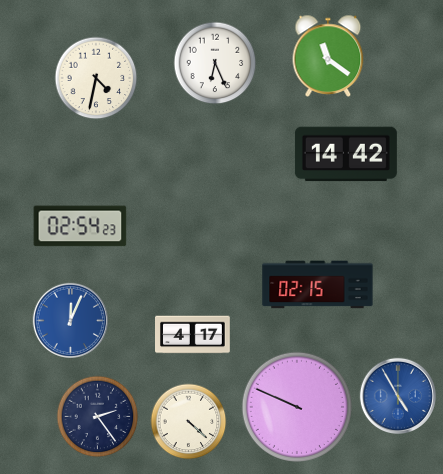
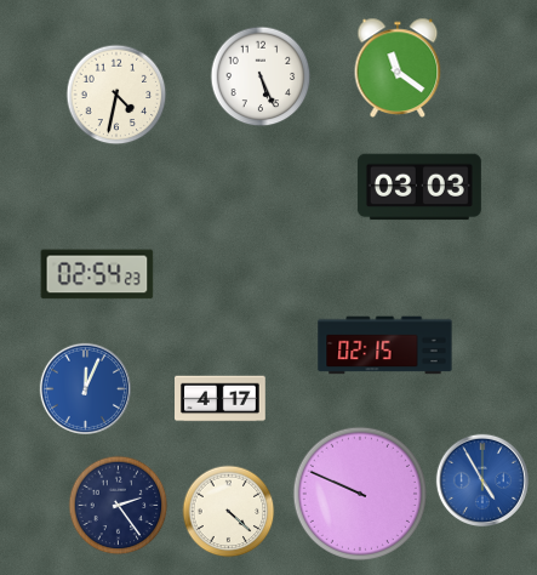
clock at (215, 63): 6:26 -> 5:26
clock at (346, 154): 14:42 -> 03:03
clock at (193, 335) position: (193, 335) -> (221, 399)
